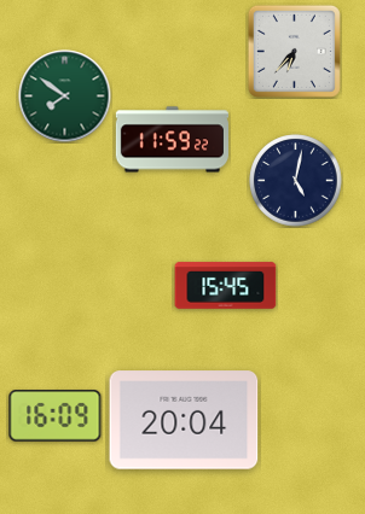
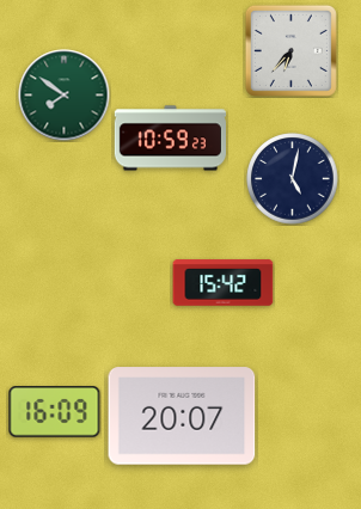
clock at (172, 140): 11:59 -> 10:59
clock at (226, 286): 15:45 -> 15:42
clock at (184, 420): 20:04 -> 20:07
